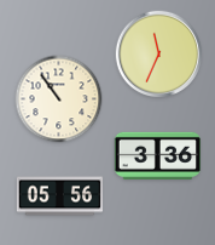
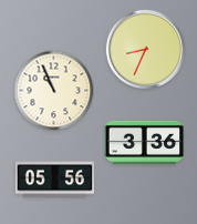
clock at (159, 55): 11:34 -> 8:34
clock at (59, 99): 10:54 -> 10:56
